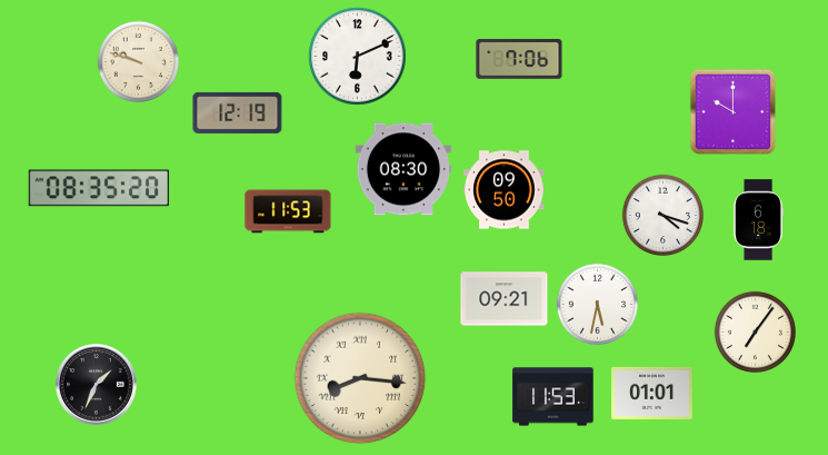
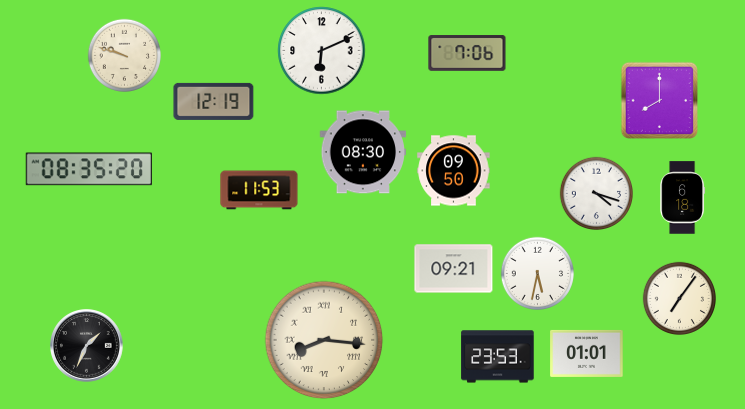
clock at (734, 111): 10:00 -> 8:00
clock at (553, 397): 11:53 -> 23:53
